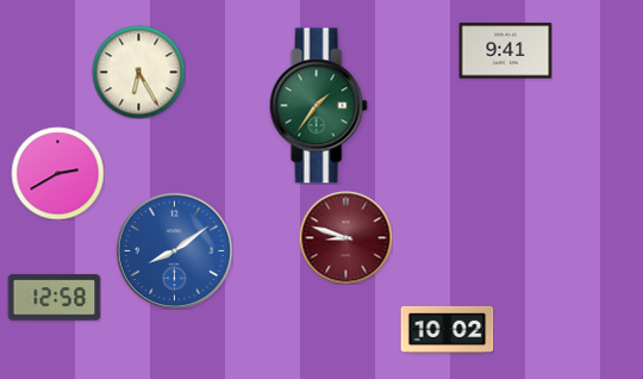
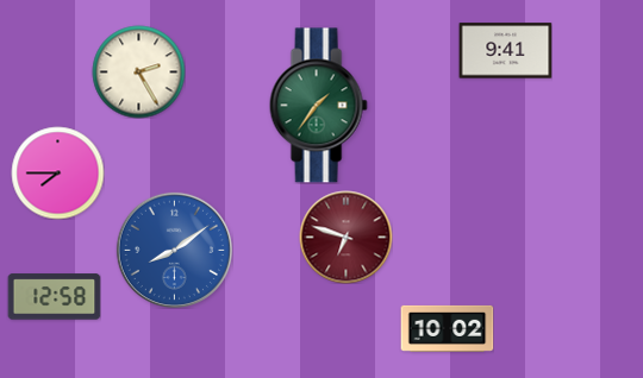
clock at (138, 72): 6:25 -> 2:25
clock at (57, 173): 2:40 -> 7:45
clock at (345, 237): 8:48 -> 6:48
